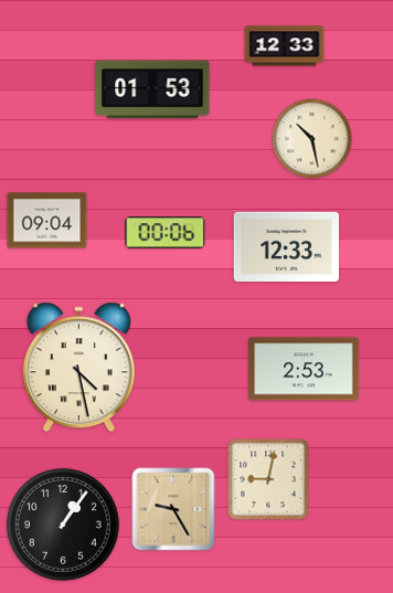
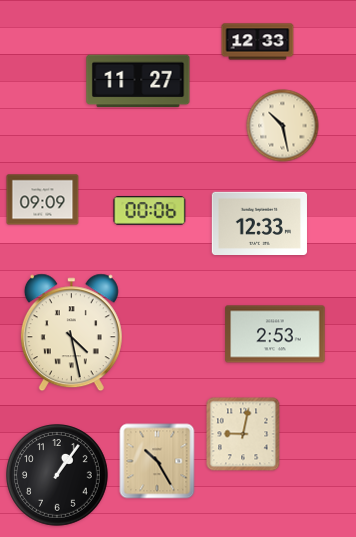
clock at (152, 89): 01:53 -> 11:27
clock at (47, 221): 09:04 -> 09:09
clock at (173, 509): 9:25 -> 10:25
